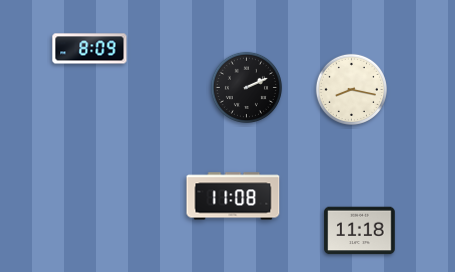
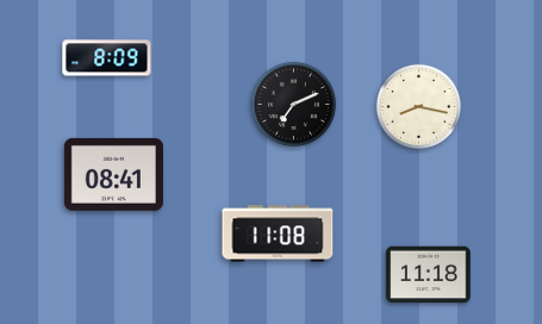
clock at (246, 87): 2:11 -> 7:11
clock at (113, 174): none -> 08:41
